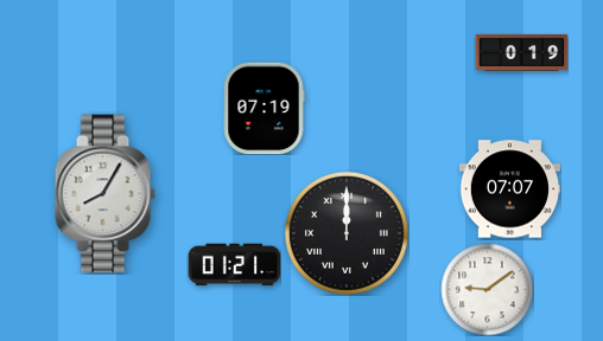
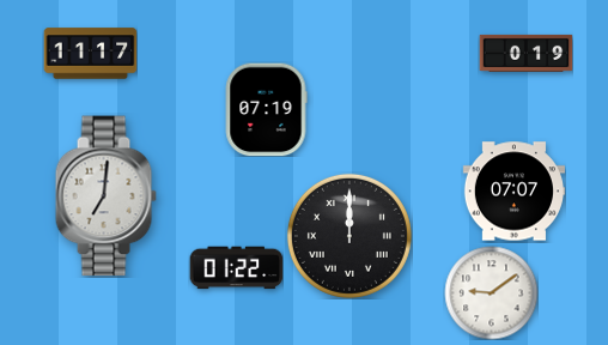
clock at (90, 54): none -> 11:17
clock at (104, 194): 8:05 -> 7:01
clock at (234, 265): 01:21 -> 01:22
